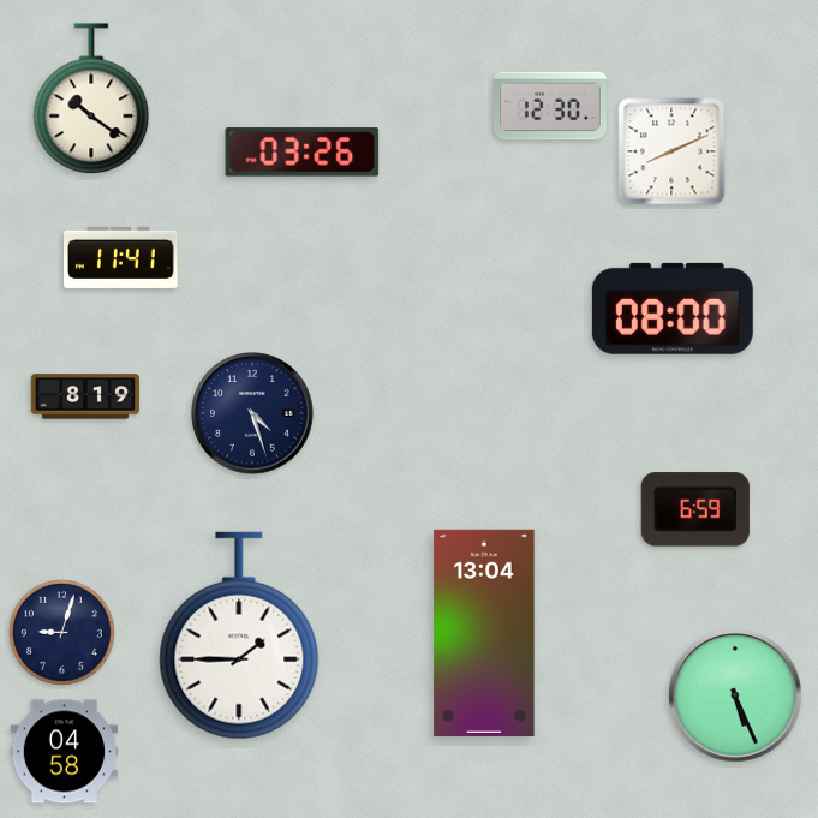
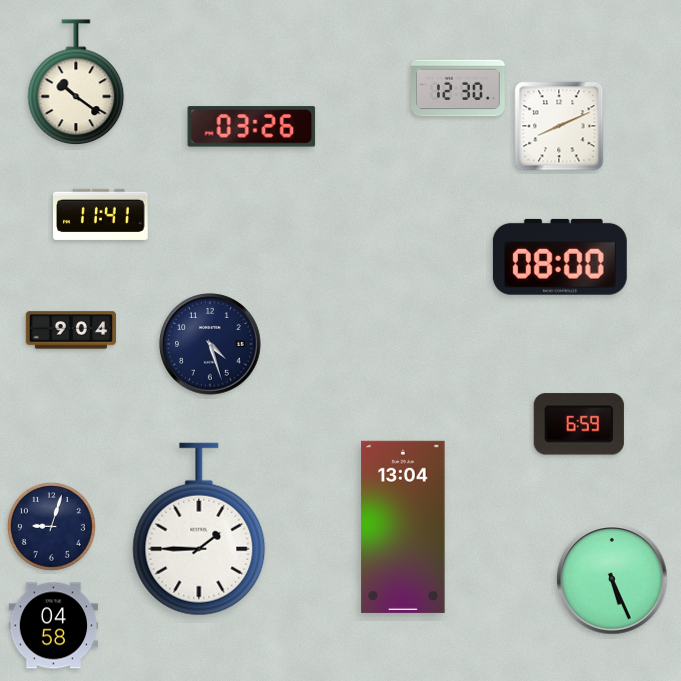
clock at (84, 396): 8:19 -> 9:04
